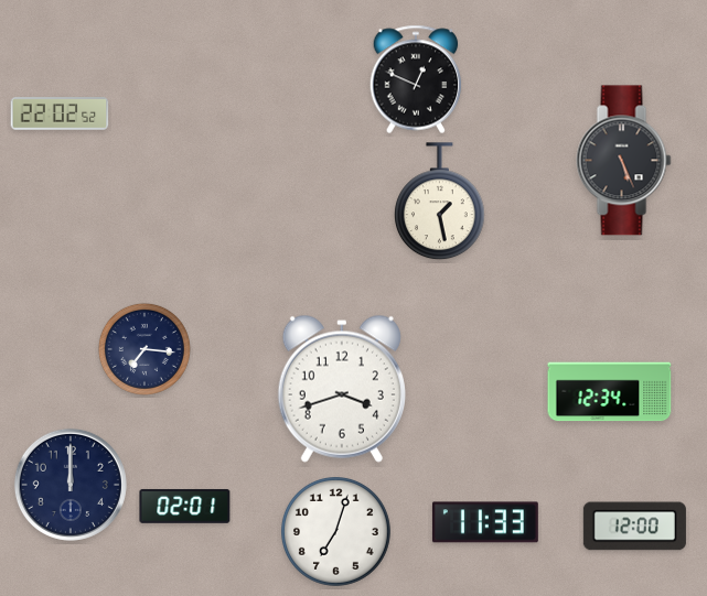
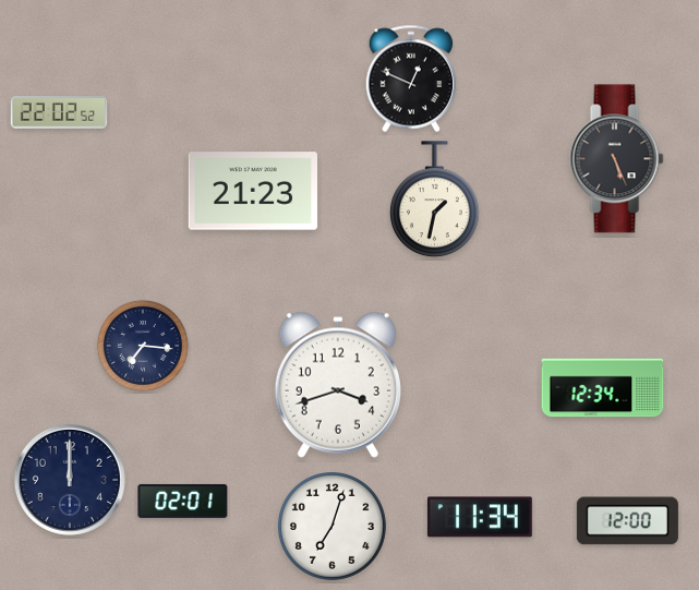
clock at (253, 191): none -> 21:23
clock at (440, 202): 1:28 -> 1:32
clock at (485, 522): 11:33 -> 11:34
